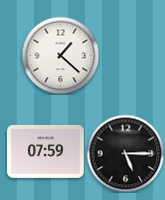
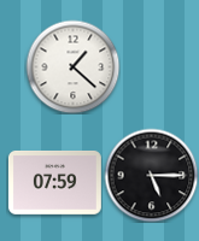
clock at (125, 153) position: (125, 153) -> (151, 175)
